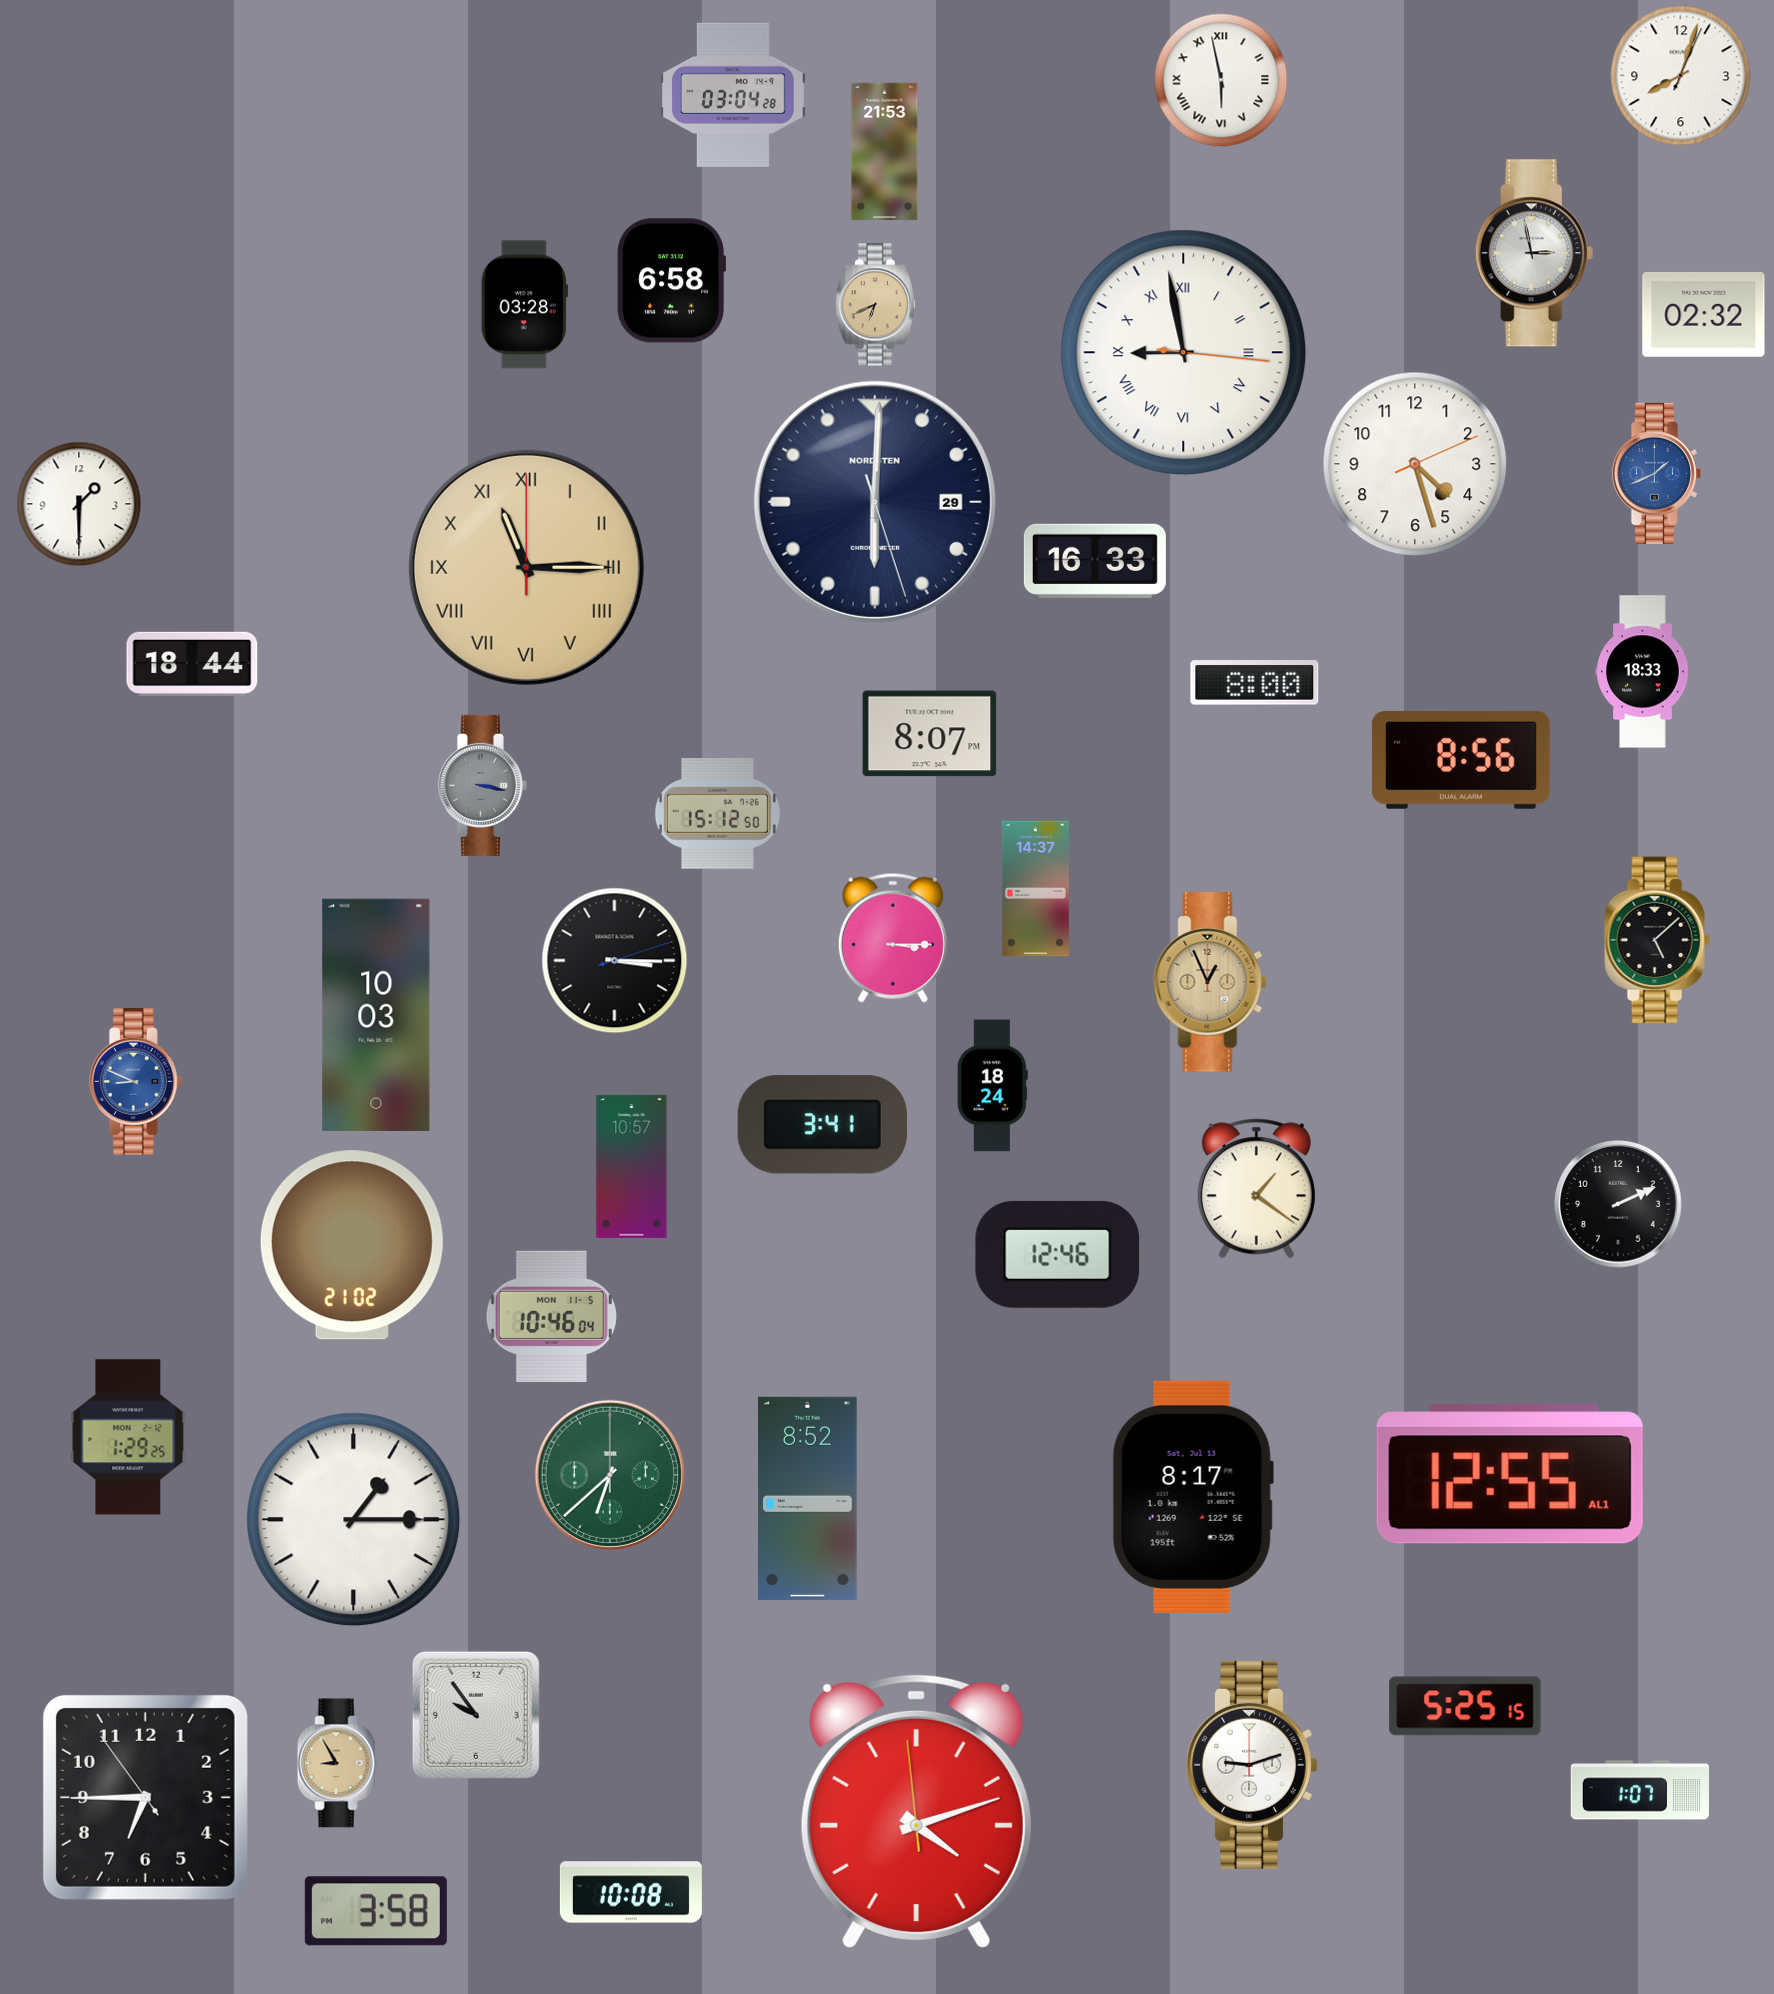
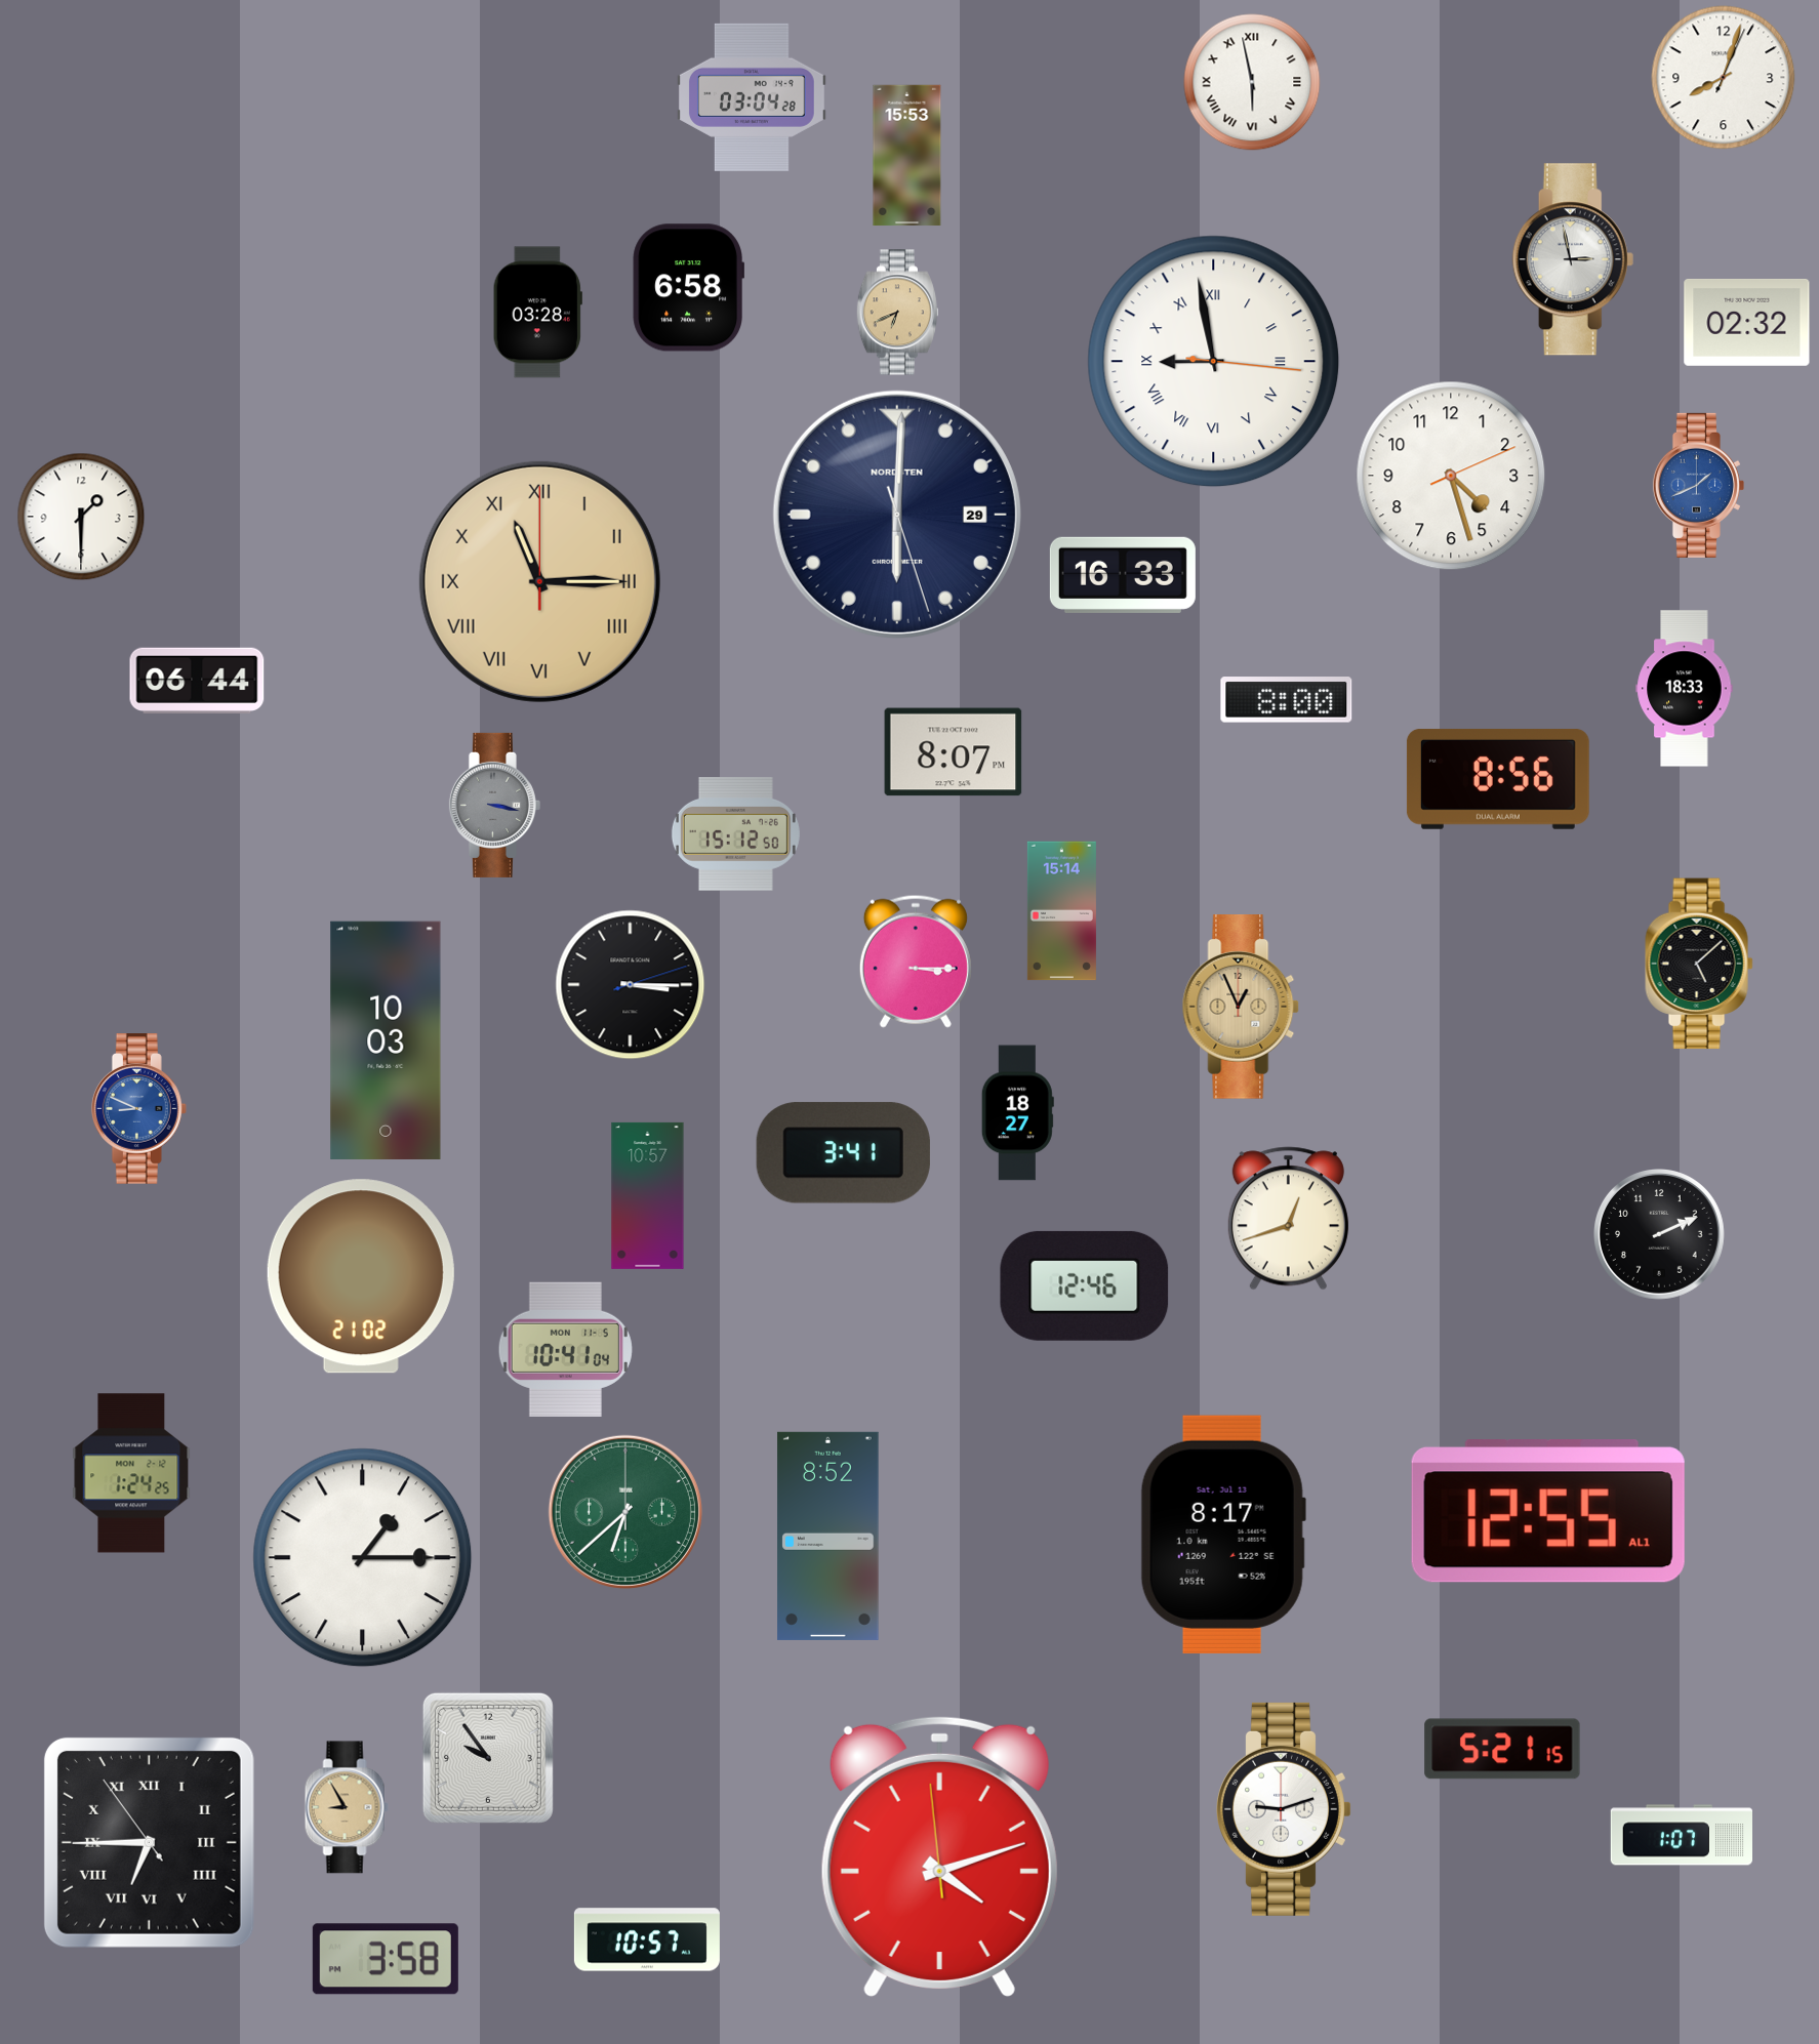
clock at (885, 152): 21:53 -> 15:53
clock at (192, 664): 18:44 -> 06:44
clock at (1035, 889): 14:37 -> 15:14
clock at (992, 1086): 18:24 -> 18:27
clock at (1256, 1189): 1:21 -> 12:42
clock at (551, 1316): 10:46 -> 10:41
clock at (128, 1437): 1:29 -> 1:24
clock at (1465, 1706): 5:25 -> 5:21
clock at (145, 1797) numerals: Arabic -> Roman
clock at (631, 1892): 10:08 -> 10:57
